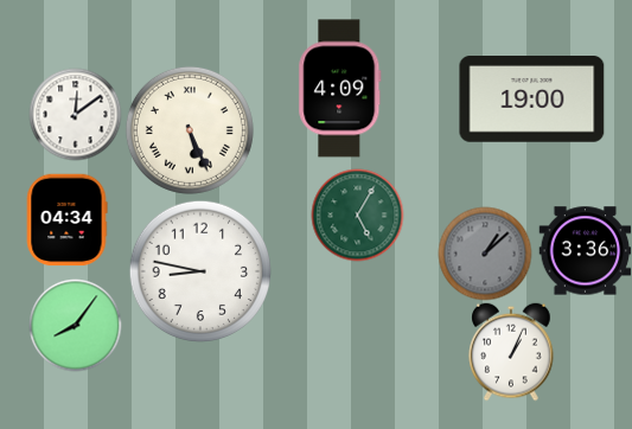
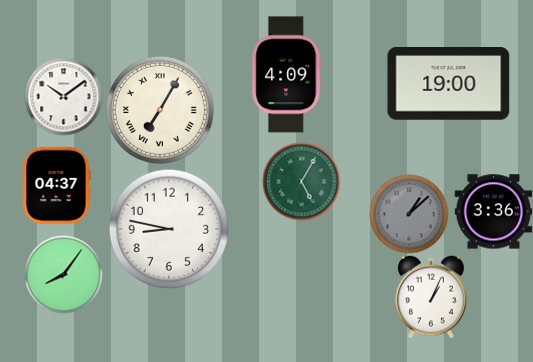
clock at (75, 114): 12:09 -> 10:09
clock at (190, 130): 5:26 -> 7:05
clock at (66, 219): 04:34 -> 04:37
